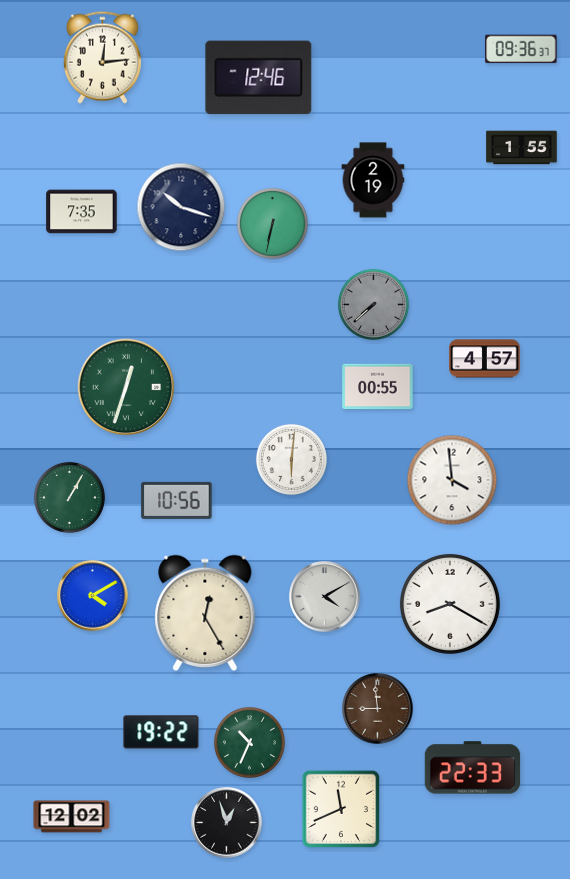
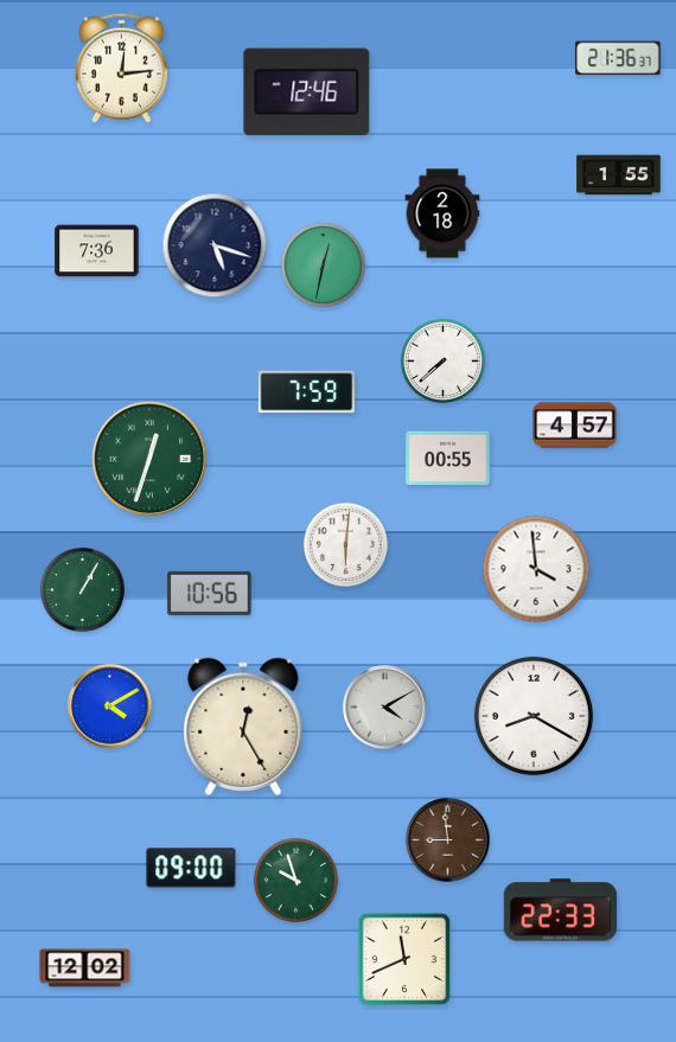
clock at (521, 49): 09:36 -> 21:36
clock at (373, 180): 2:19 -> 2:18
clock at (181, 207): 10:18 -> 5:18
clock at (82, 212): 7:35 -> 7:36
clock at (272, 223): 6:32 -> 12:32
clock at (373, 304) dial: grey -> white
clock at (306, 392): none -> 7:59
clock at (161, 732): 19:22 -> 09:00
clock at (249, 742): 10:34 -> 9:57
clock at (227, 823): 12:57 -> none
